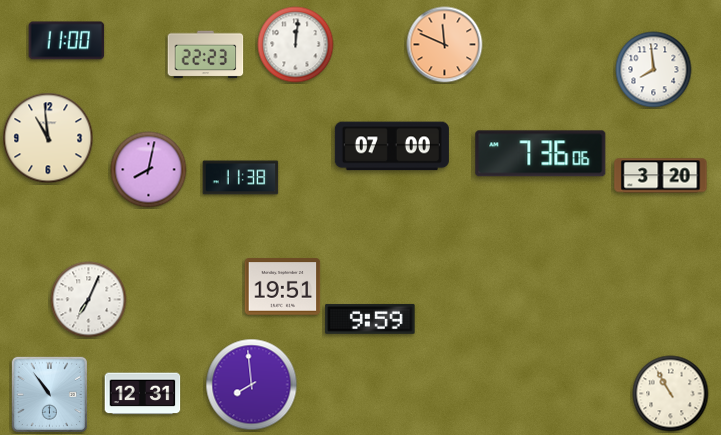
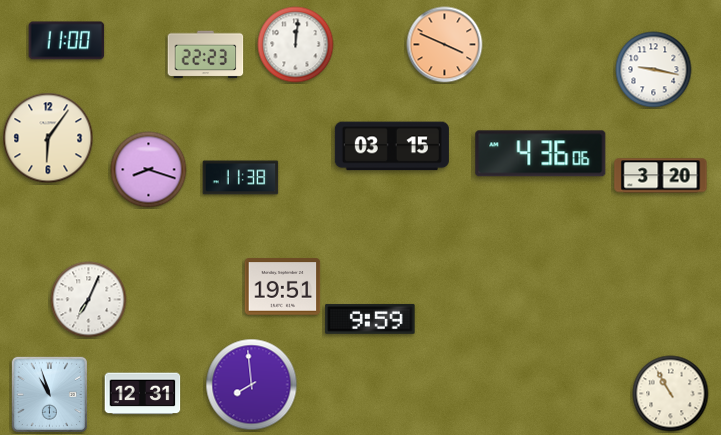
clock at (445, 45): 11:49 -> 3:49
clock at (654, 70): 7:59 -> 9:17
clock at (48, 138): 10:59 -> 6:06
clock at (392, 146): 07:00 -> 03:15
clock at (541, 154): 7:36 -> 4:36
clock at (149, 170): 8:02 -> 8:18
clock at (49, 394): 10:54 -> 10:57
